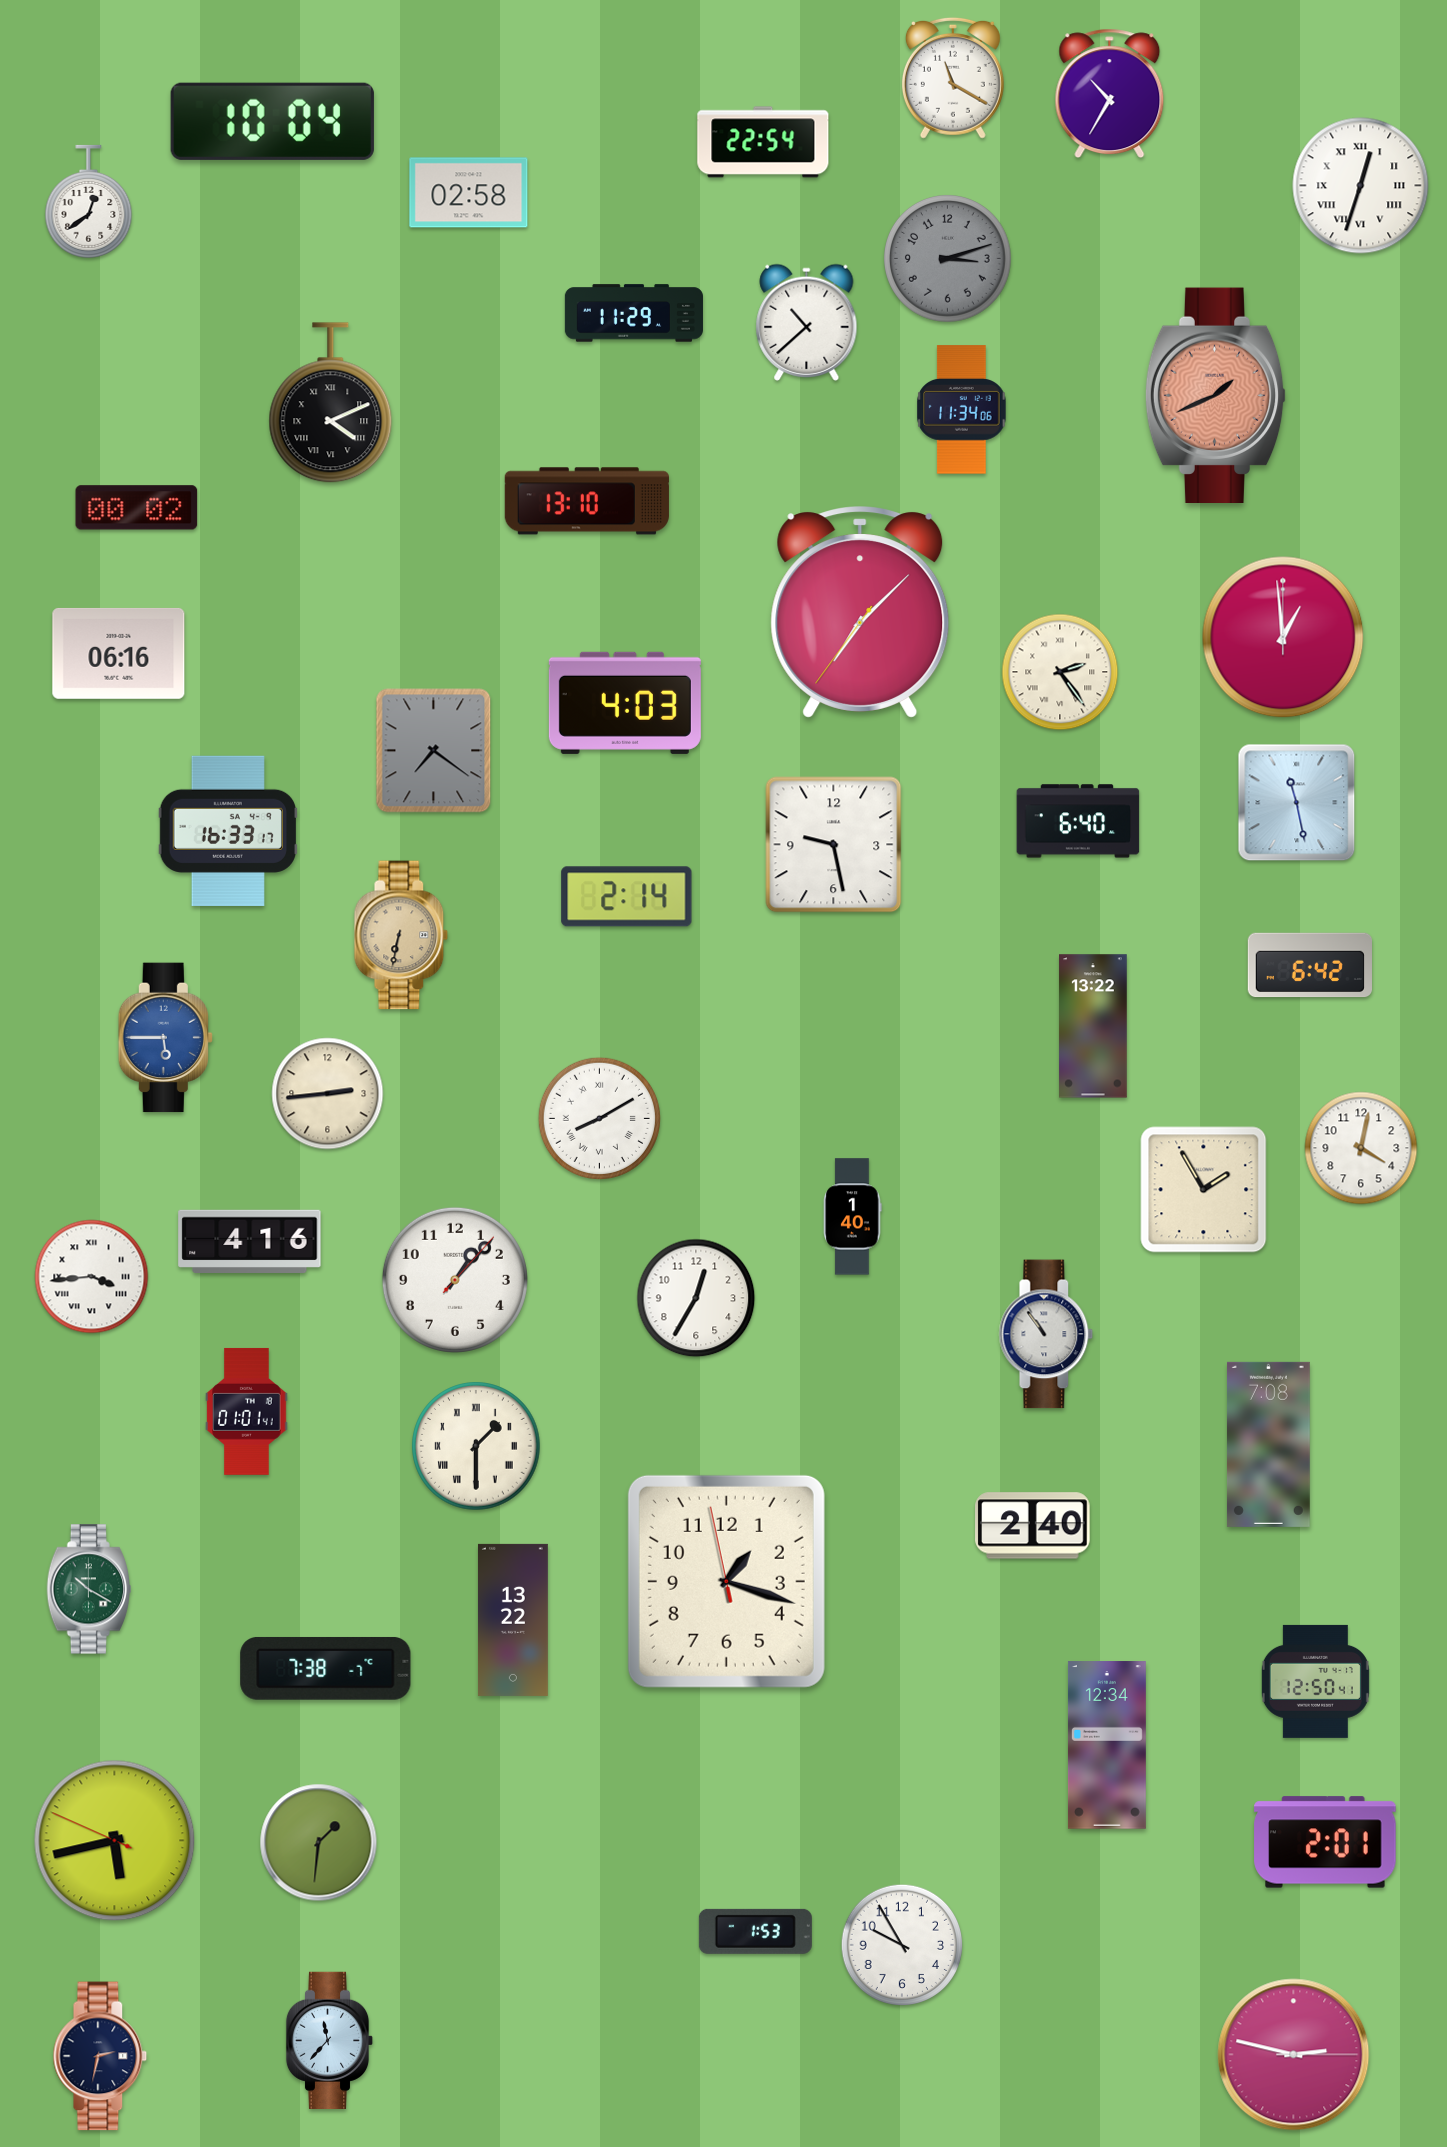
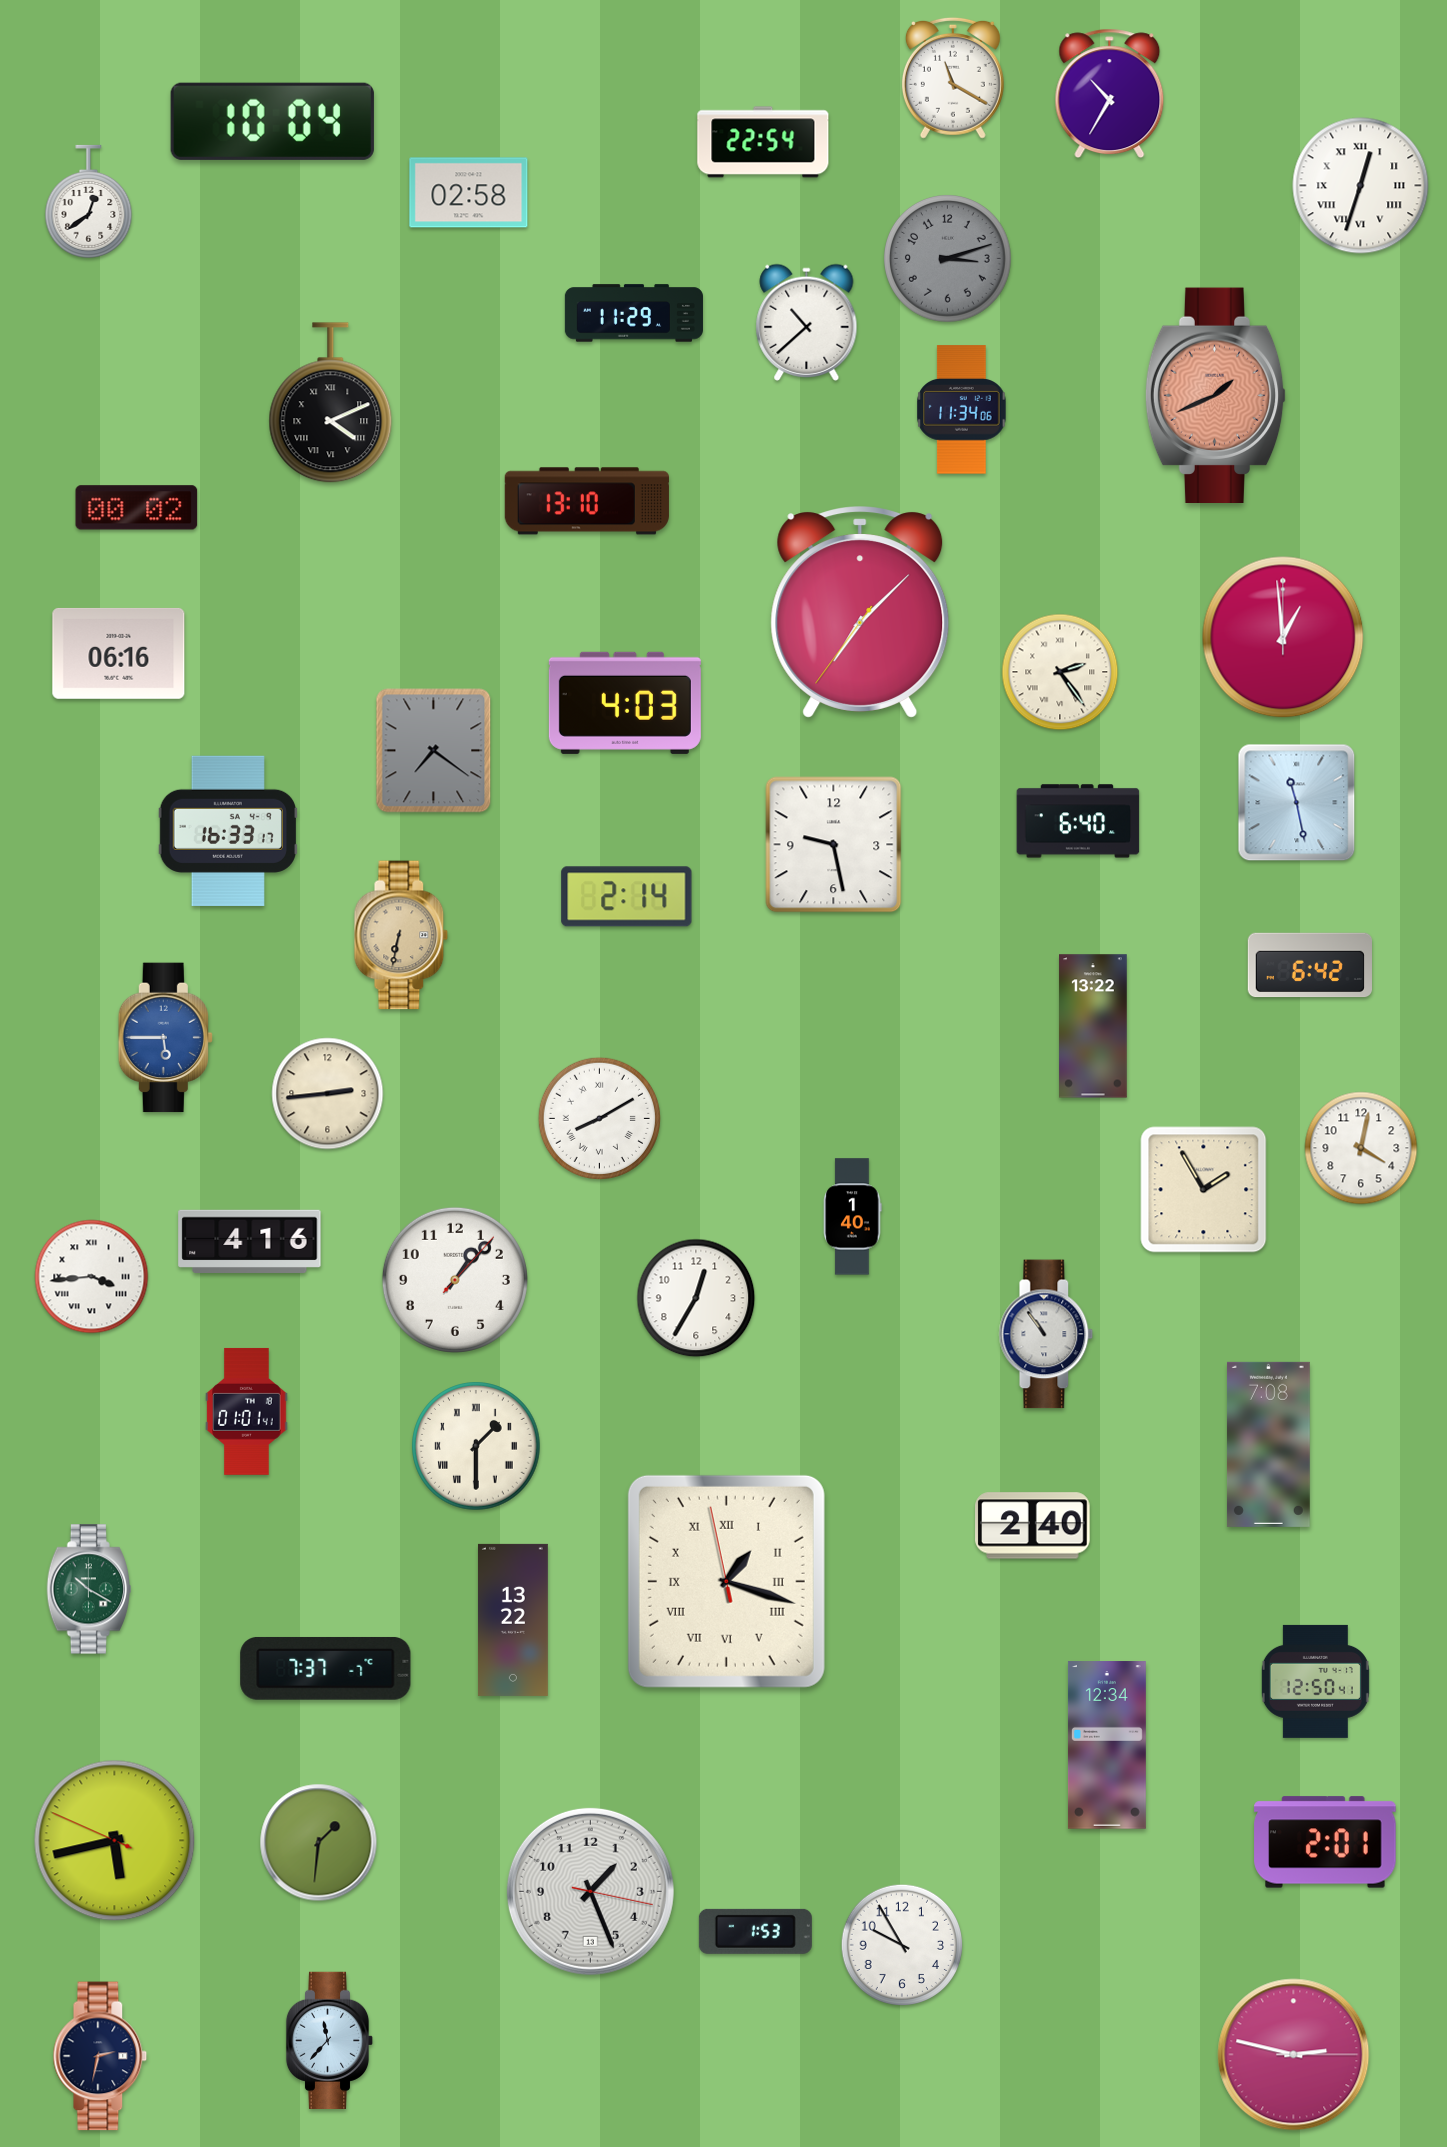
clock at (726, 1581) numerals: Arabic -> Roman
clock at (326, 1668): 7:38 -> 7:37
clock at (590, 1891): none -> 1:26
